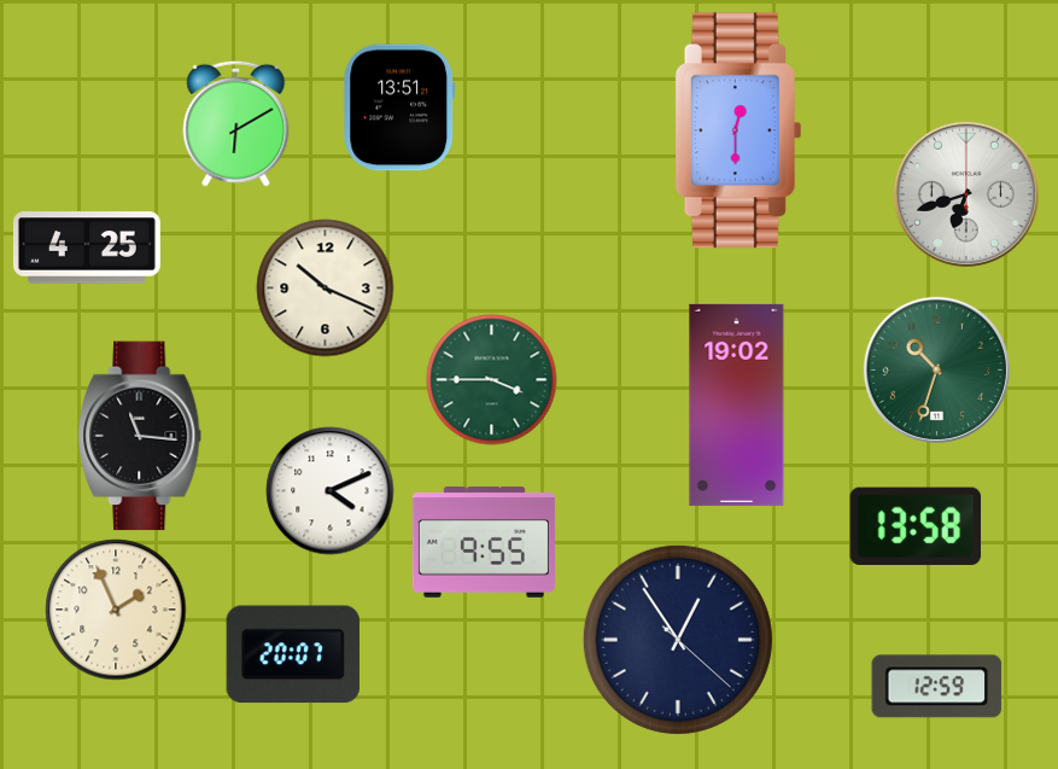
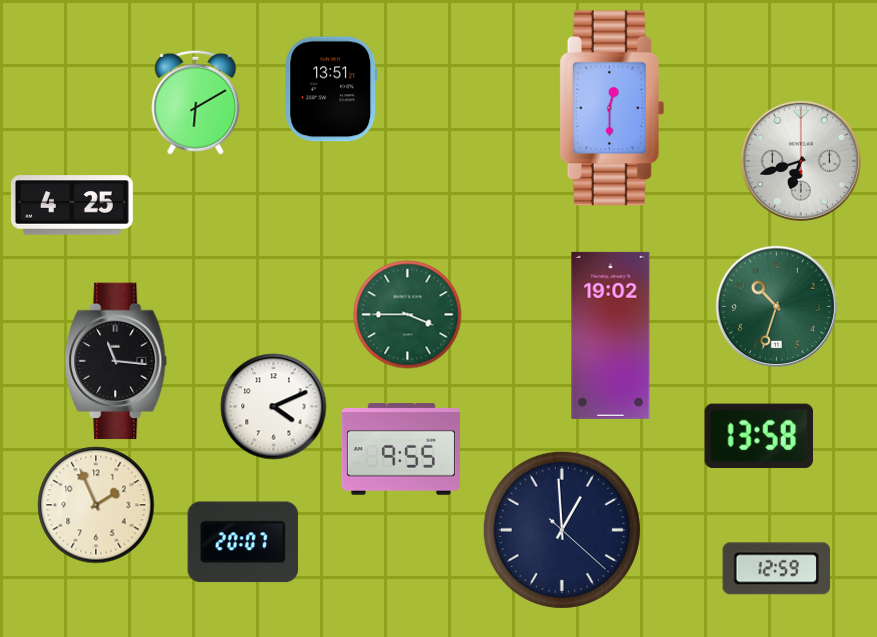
clock at (326, 289): 10:19 -> none
clock at (678, 640): 12:54 -> 12:59
